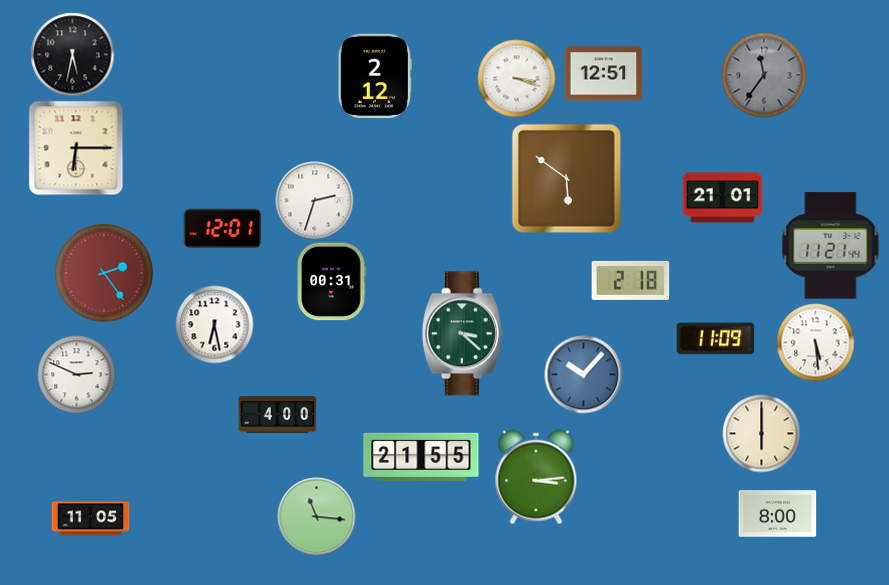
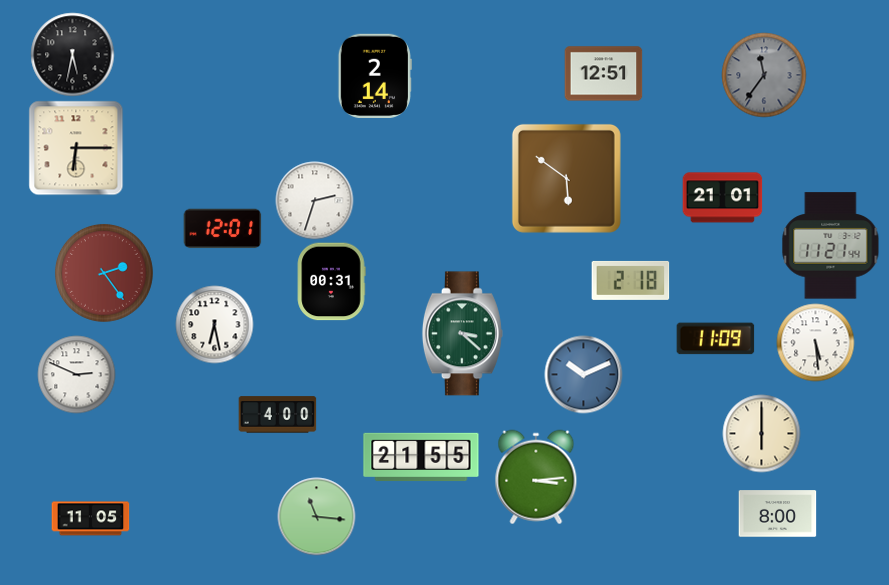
clock at (375, 75): 2:12 -> 2:14
clock at (516, 78): 3:18 -> none
clock at (583, 374): 10:07 -> 10:11
